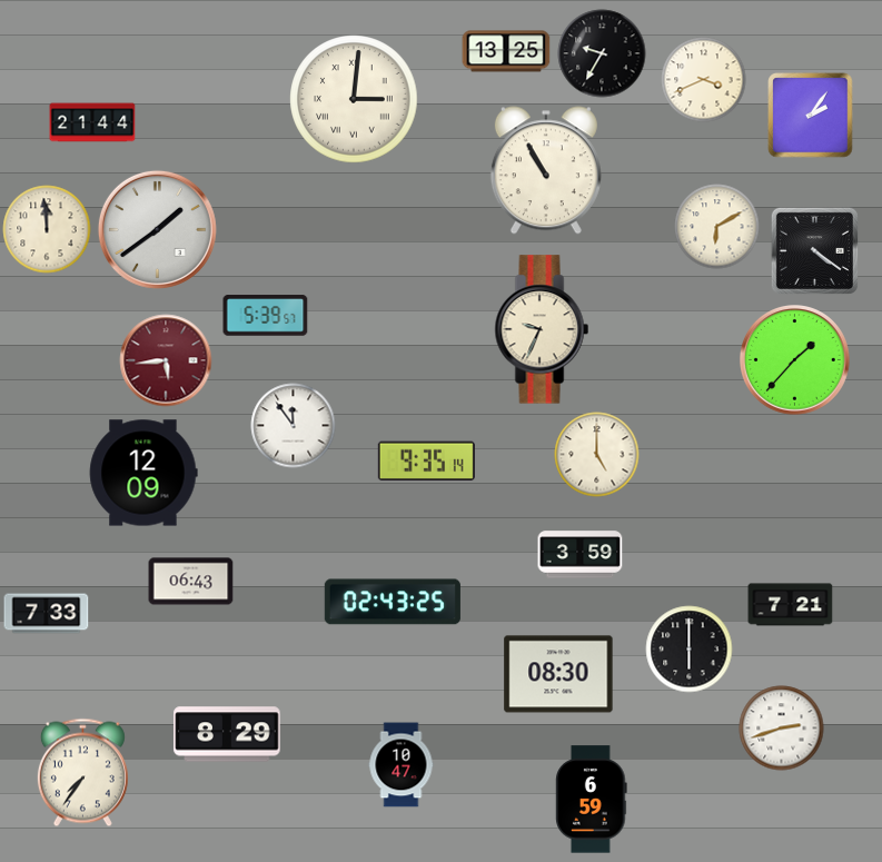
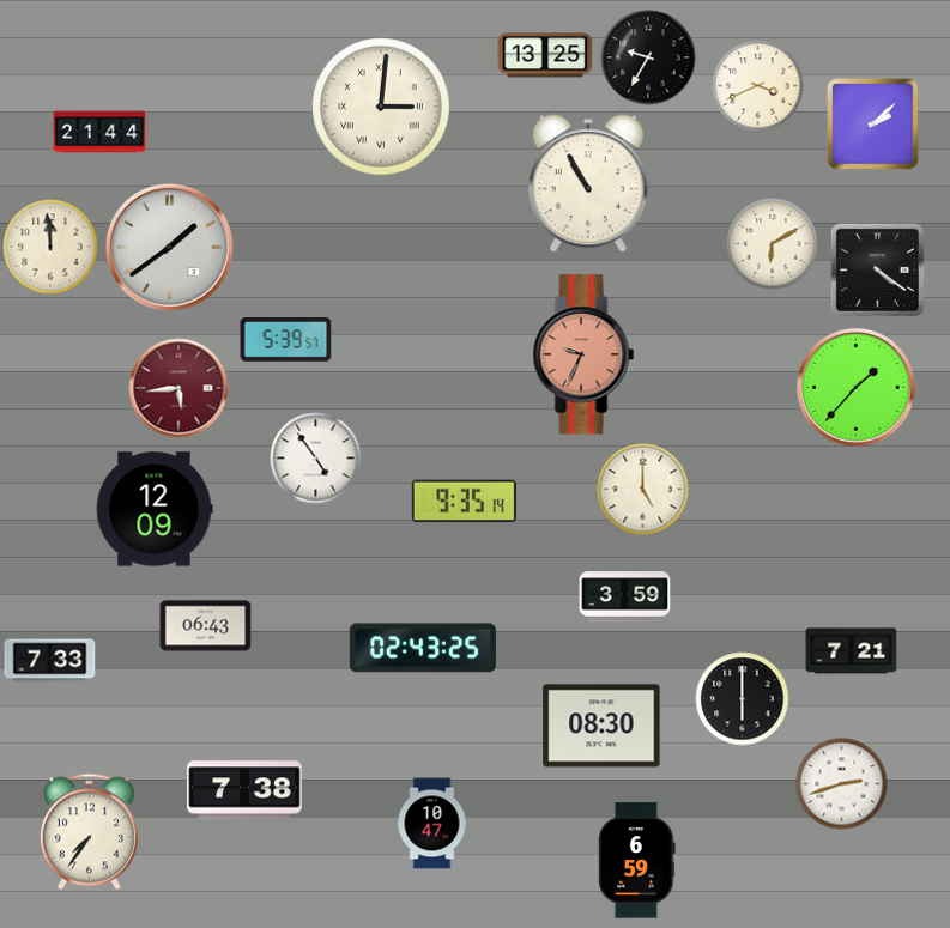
clock at (811, 116): 2:06 -> 2:08
clock at (542, 329) dial: cream -> salmon
clock at (294, 426): 11:54 -> 4:54
clock at (426, 462) position: (426, 462) -> (464, 502)
clock at (227, 734): 8:29 -> 7:38
